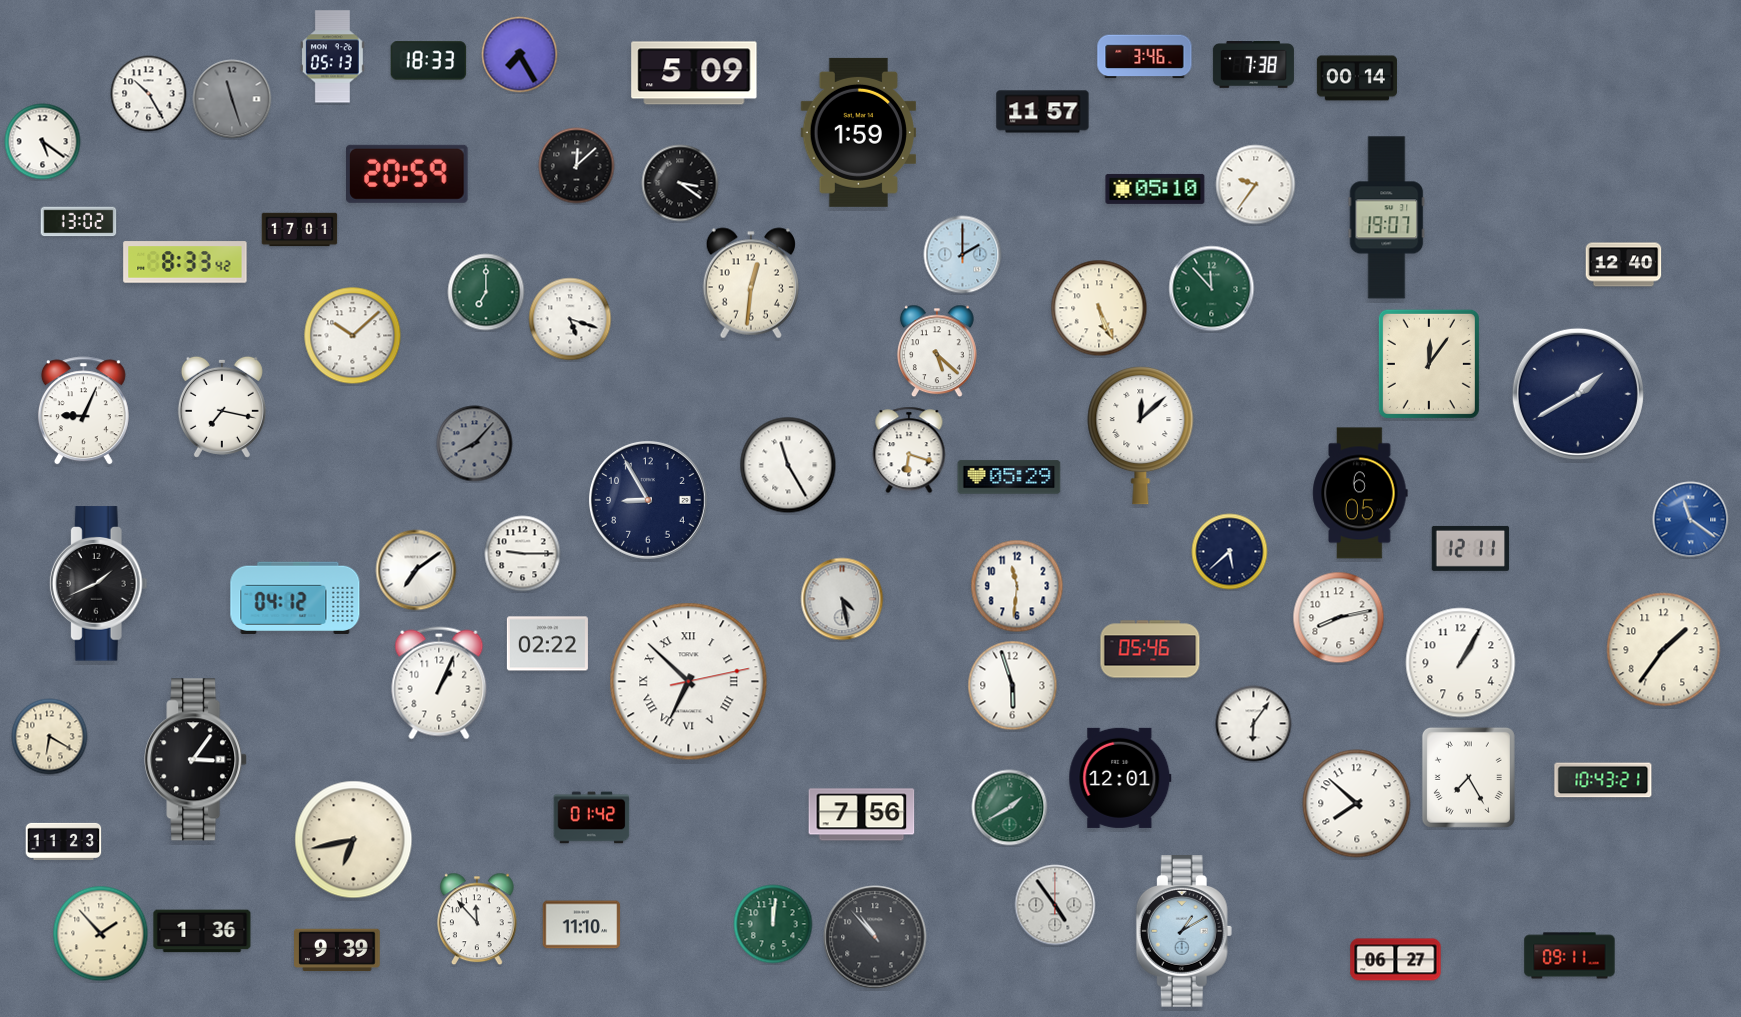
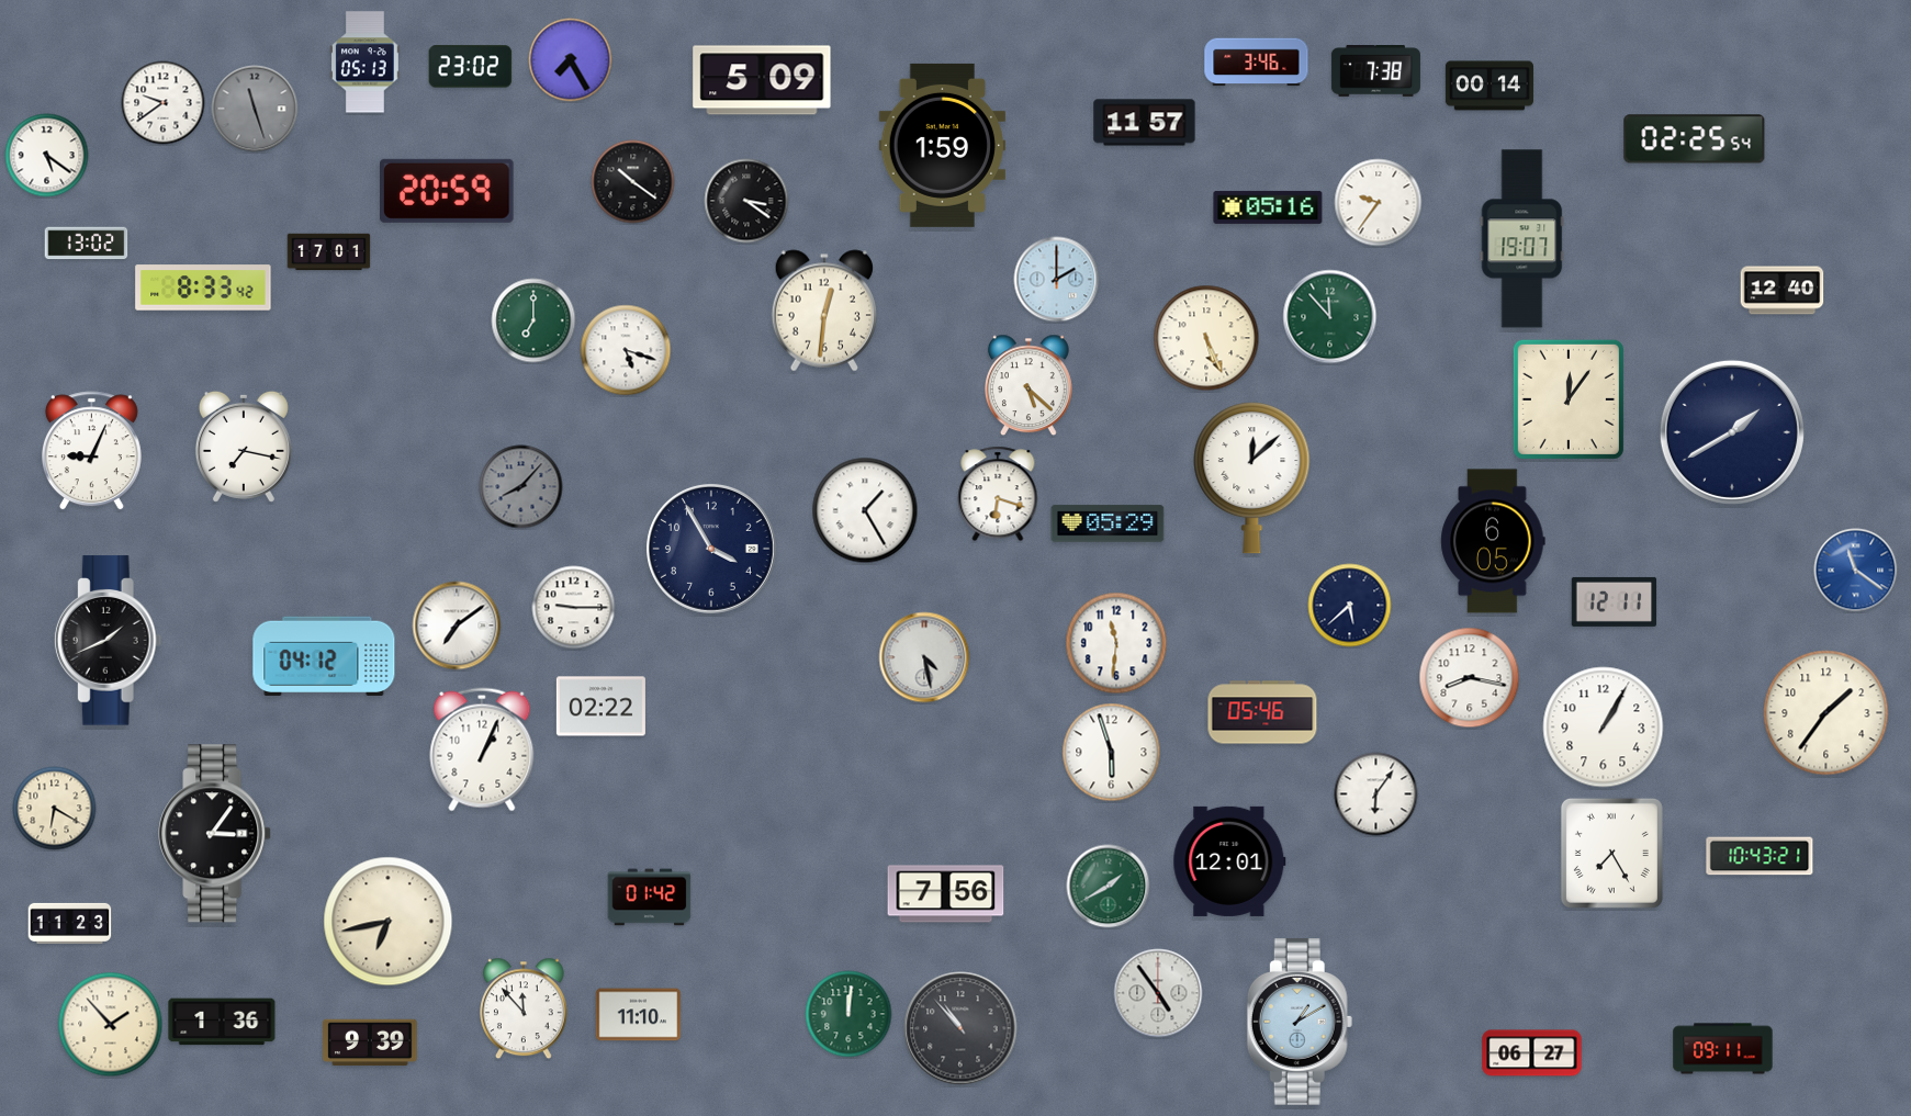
clock at (429, 61): 18:33 -> 23:02
clock at (149, 94): 10:25 -> 9:39
clock at (1695, 139): none -> 02:25
clock at (577, 166): 12:08 -> 10:21
clock at (1155, 189): 05:10 -> 05:16
clock at (353, 336): 10:08 -> none
clock at (788, 465): 11:25 -> 1:25
clock at (648, 500): 8:55 -> 3:55
clock at (1339, 618): 8:13 -> 8:17
clock at (689, 682): 6:52 -> none
clock at (1120, 778) position: (1120, 778) -> (1229, 861)
clock at (1357, 804): 7:52 -> none
